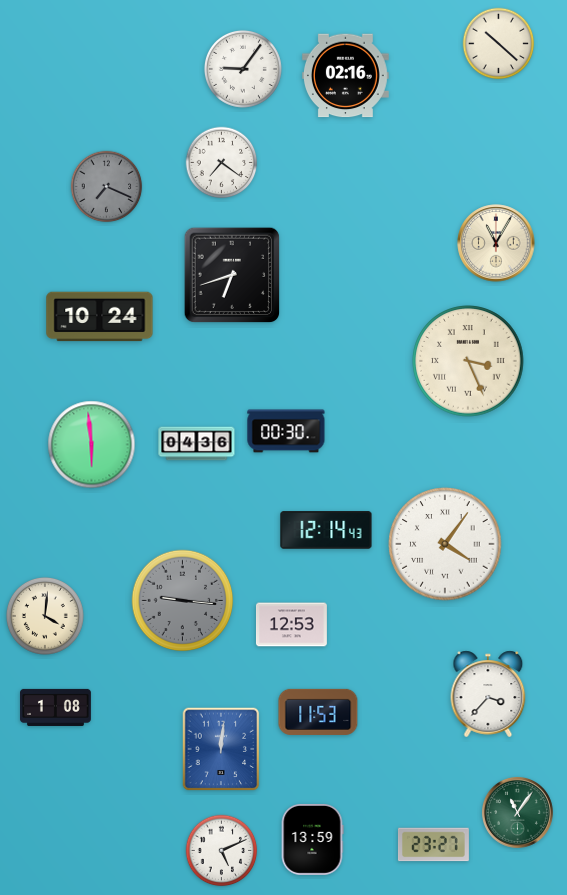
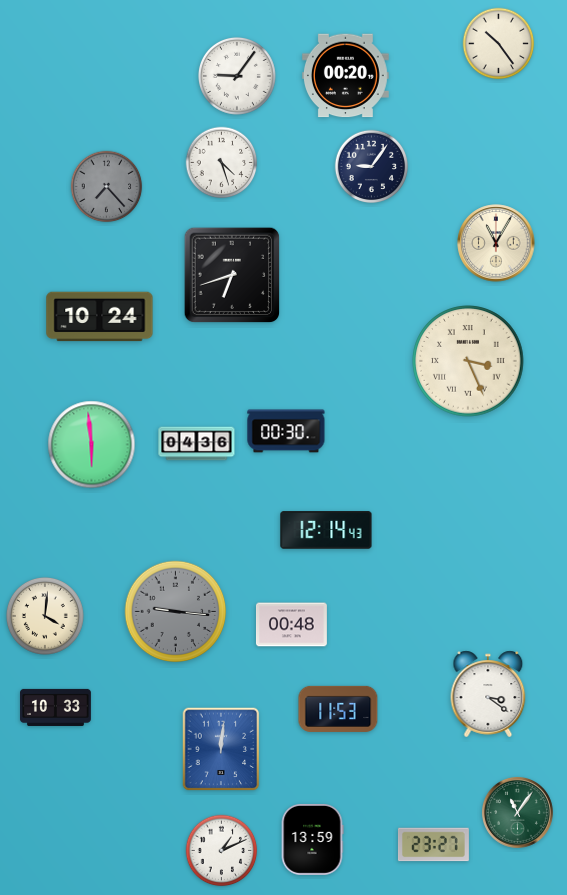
clock at (499, 44): 10:22 -> 10:24
clock at (243, 69) position: (243, 69) -> (237, 76)
clock at (345, 76): 02:16 -> 00:20
clock at (222, 163): 7:21 -> 4:27
clock at (372, 167): none -> 9:06
clock at (107, 187): 7:19 -> 7:23
clock at (445, 544): 4:06 -> none
clock at (183, 601) position: (183, 601) -> (176, 612)
clock at (291, 625): 12:53 -> 00:48
clock at (488, 694): 3:37 -> 3:21
clock at (56, 707): 1:08 -> 10:33
clock at (318, 712) position: (318, 712) -> (338, 709)
clock at (222, 851): 5:11 -> 1:11
